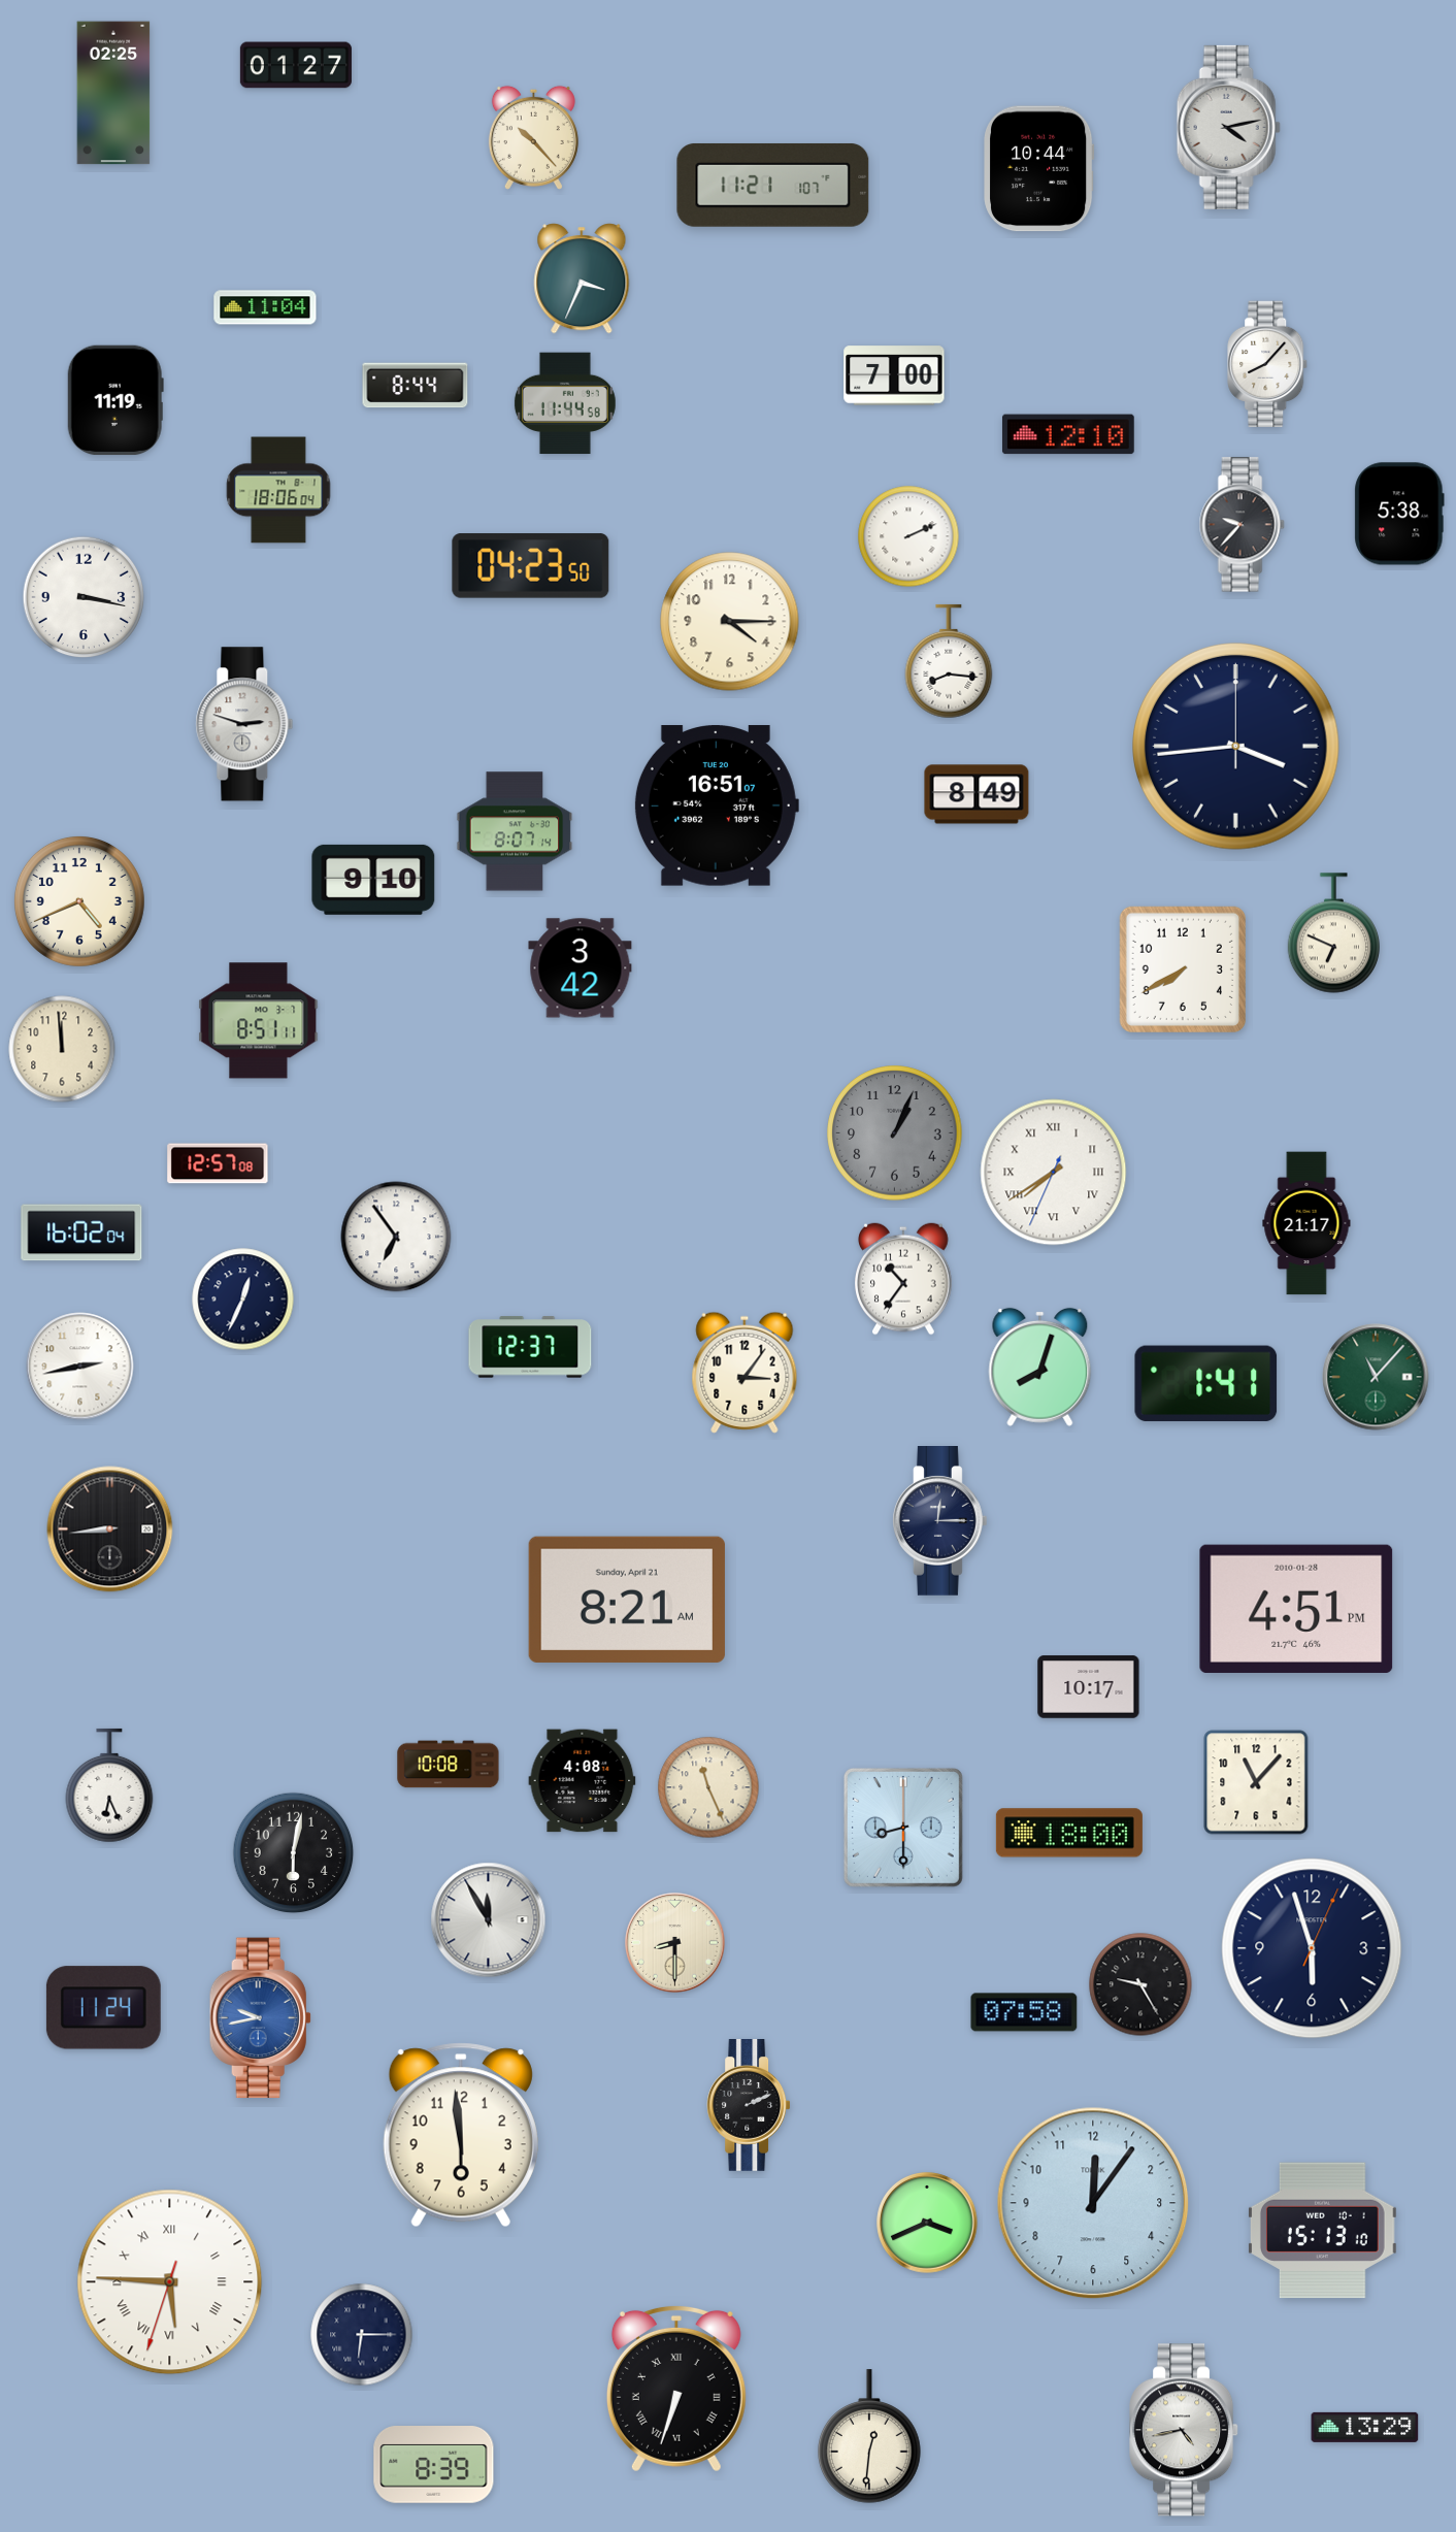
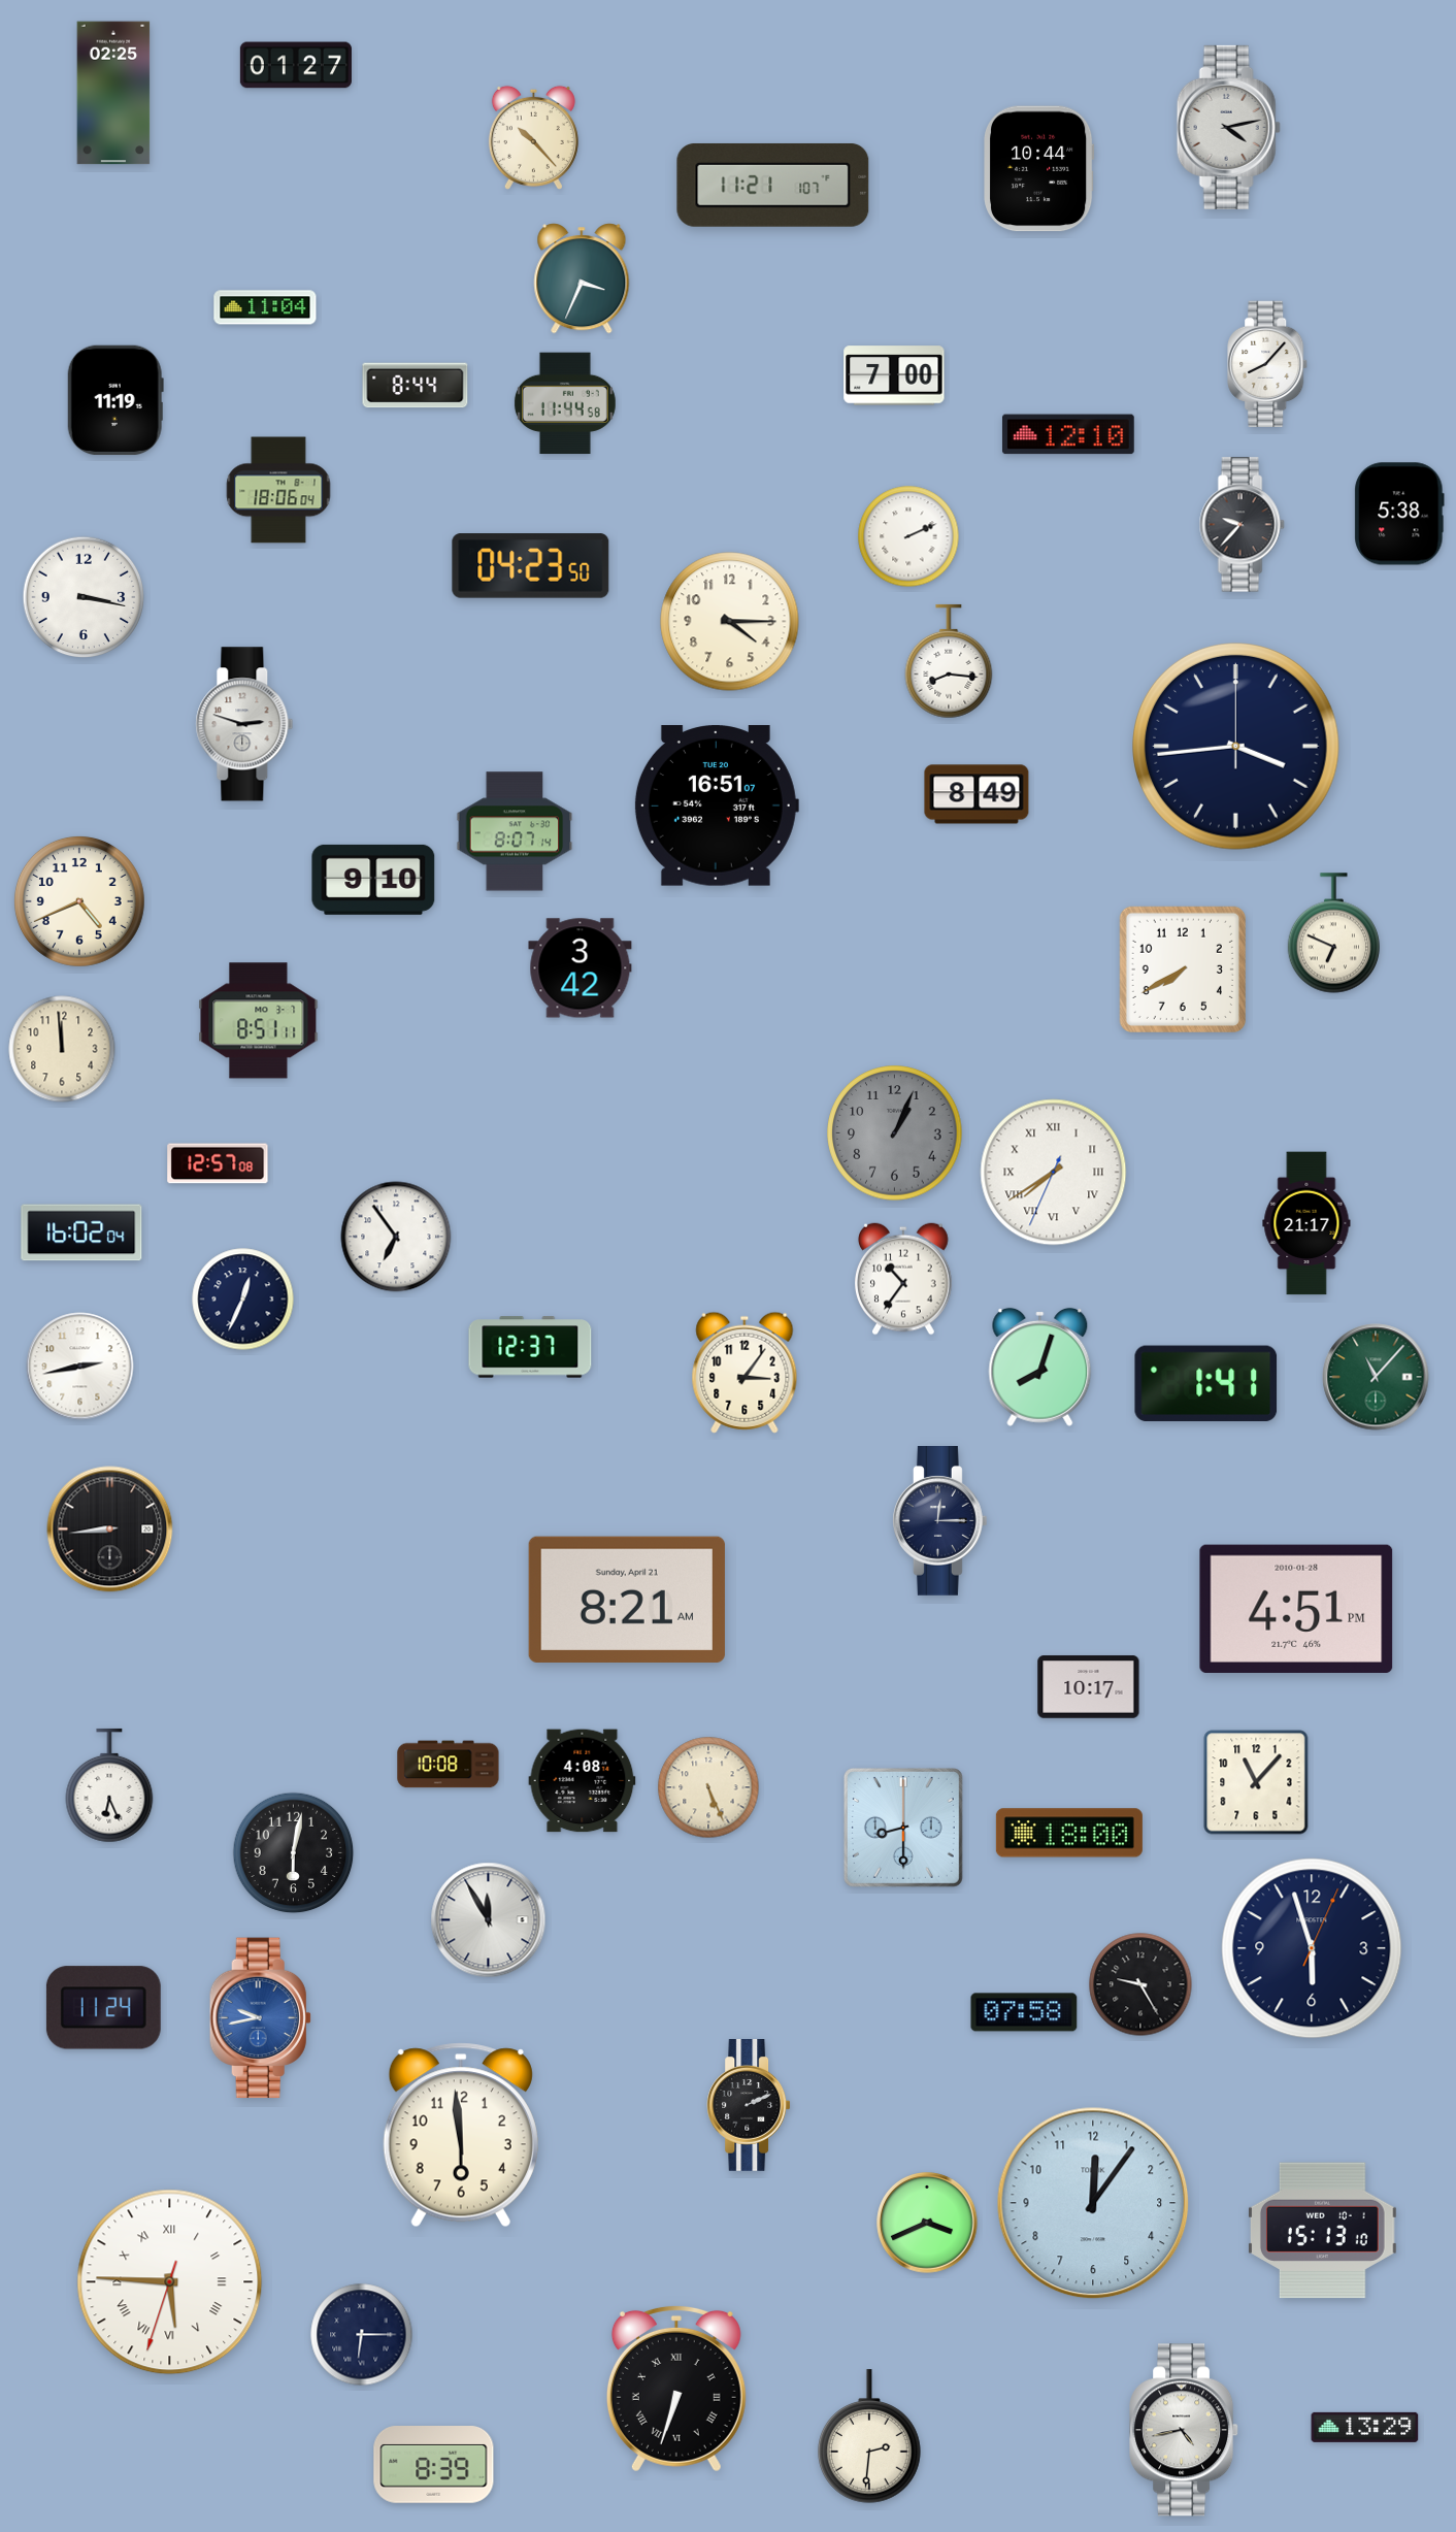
clock at (708, 1787): 11:26 -> 5:26
clock at (675, 1943): 8:30 -> none
clock at (870, 2436): 12:31 -> 2:31
